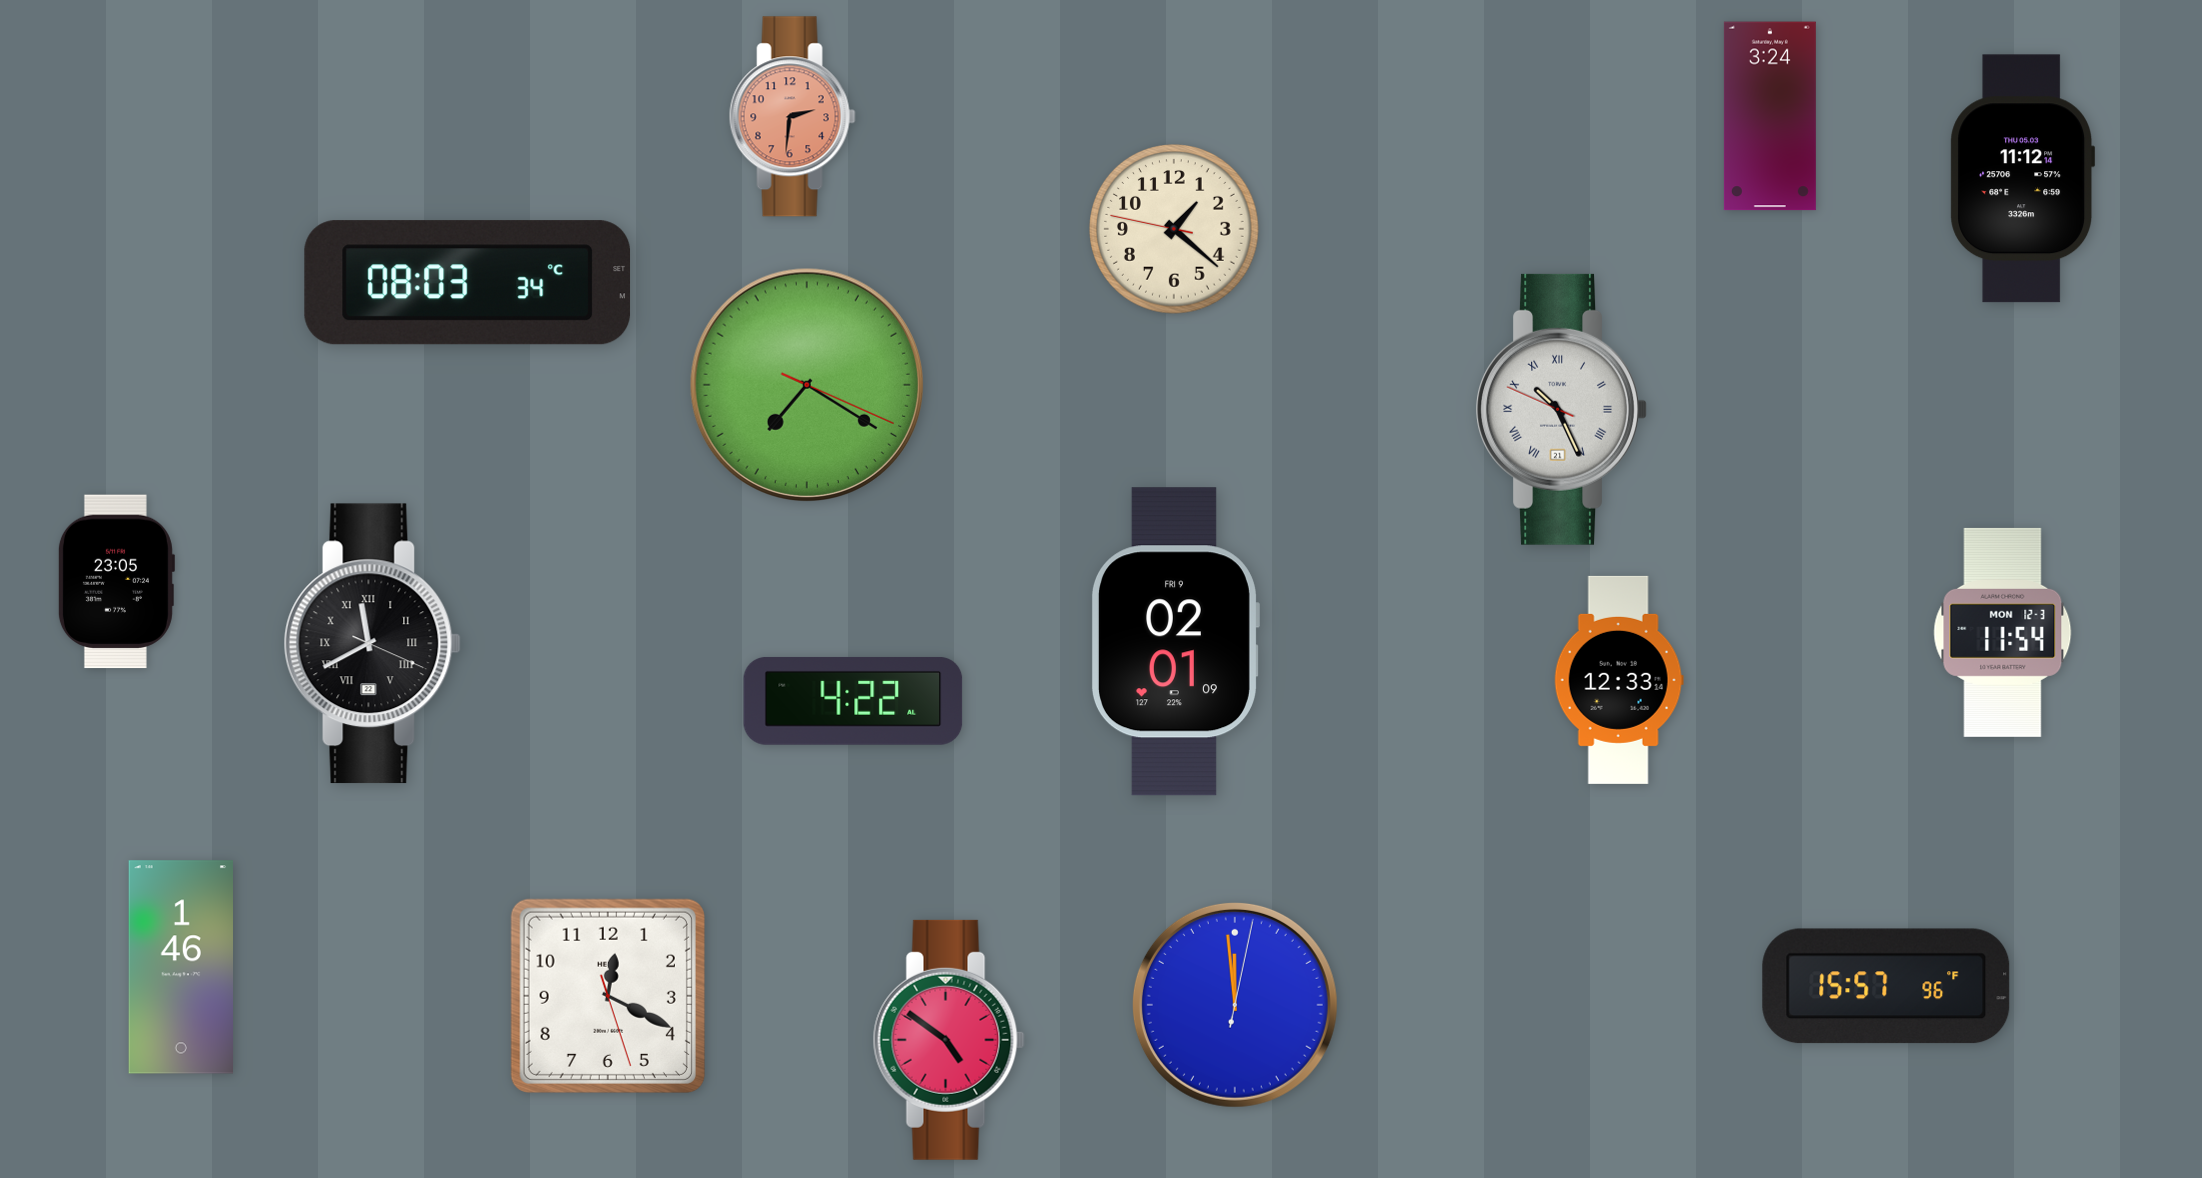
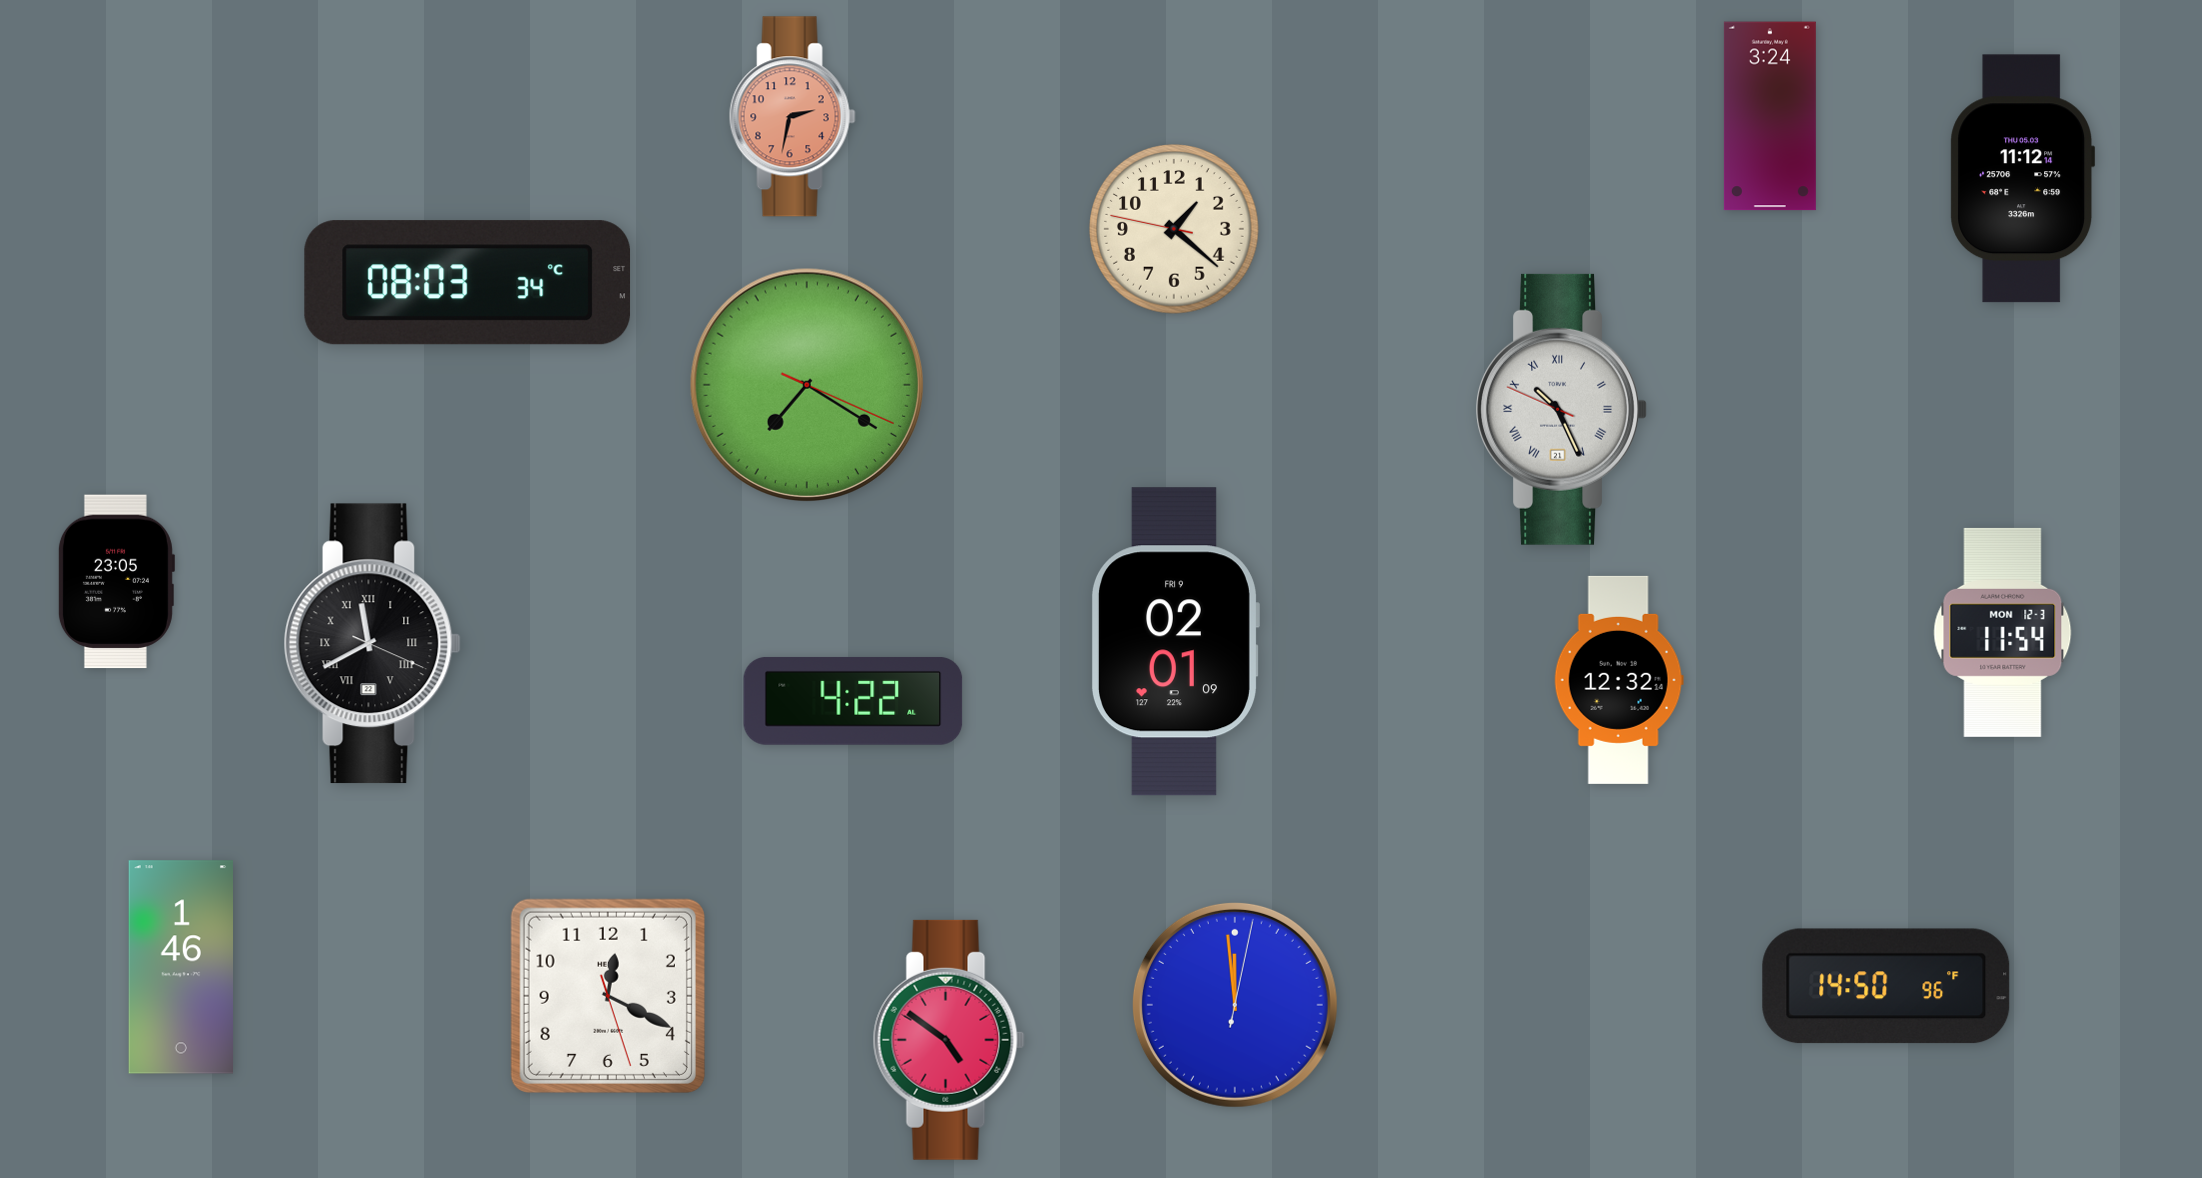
clock at (792, 117): 2:31 -> 2:32
clock at (1619, 680): 12:33 -> 12:32
clock at (1886, 986): 15:57 -> 14:50
